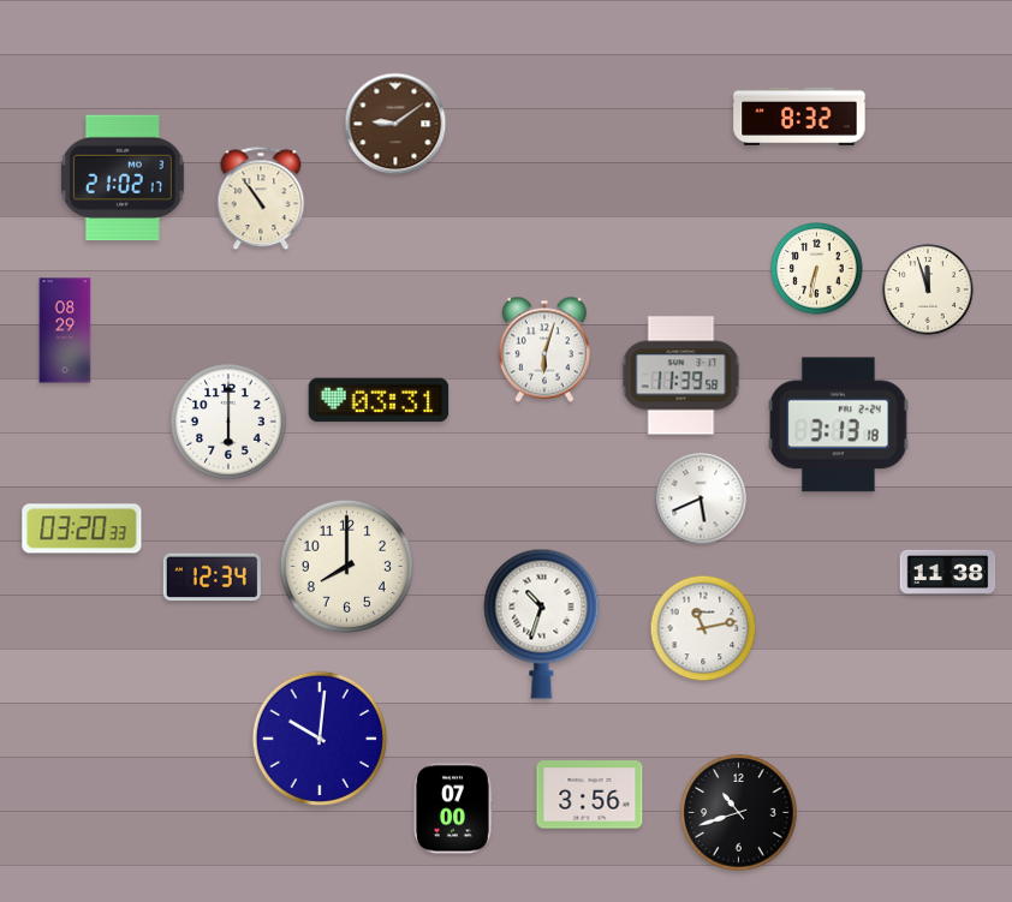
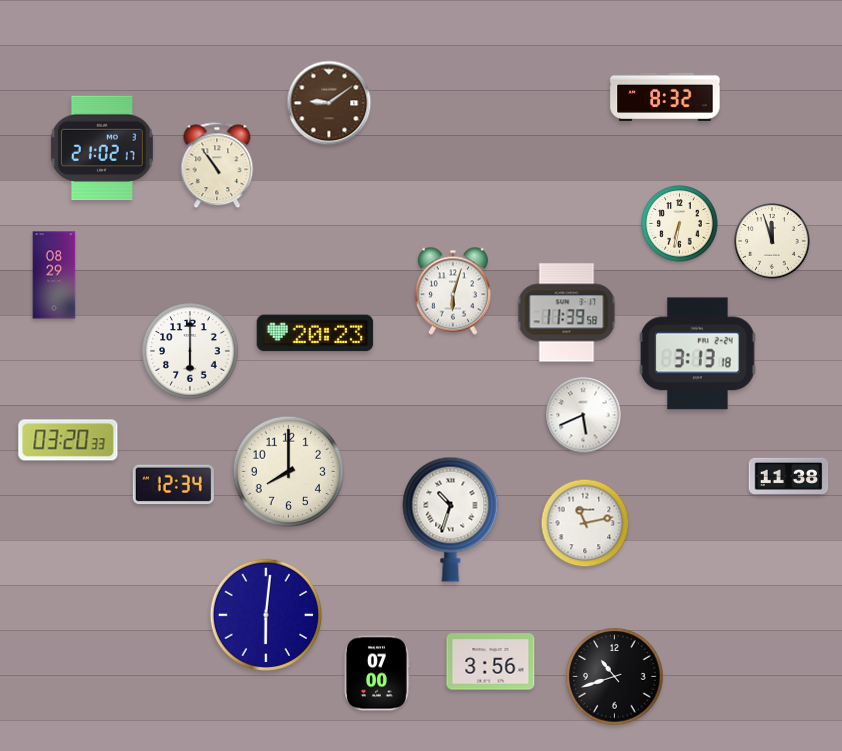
clock at (379, 400): 03:31 -> 20:23
clock at (212, 578) position: (212, 578) -> (173, 485)
clock at (320, 739): 10:01 -> 6:01
